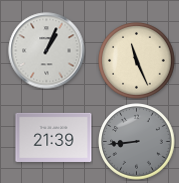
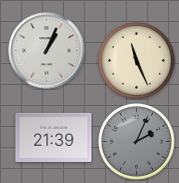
clock at (137, 142): 8:44 -> 2:04
